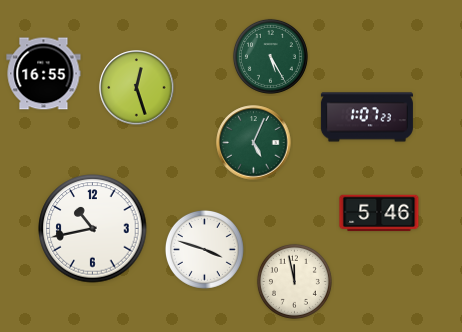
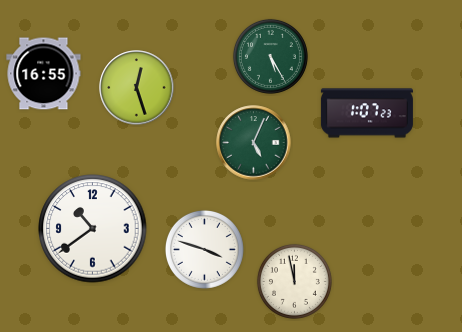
clock at (367, 117) position: (367, 117) -> (367, 113)
clock at (379, 213): 5:46 -> none
clock at (93, 229): 10:43 -> 10:39
